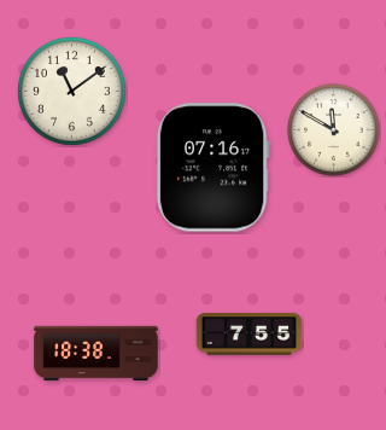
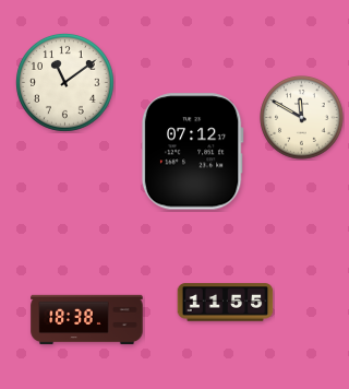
clock at (212, 168): 07:16 -> 07:12
clock at (250, 335): 7:55 -> 11:55
